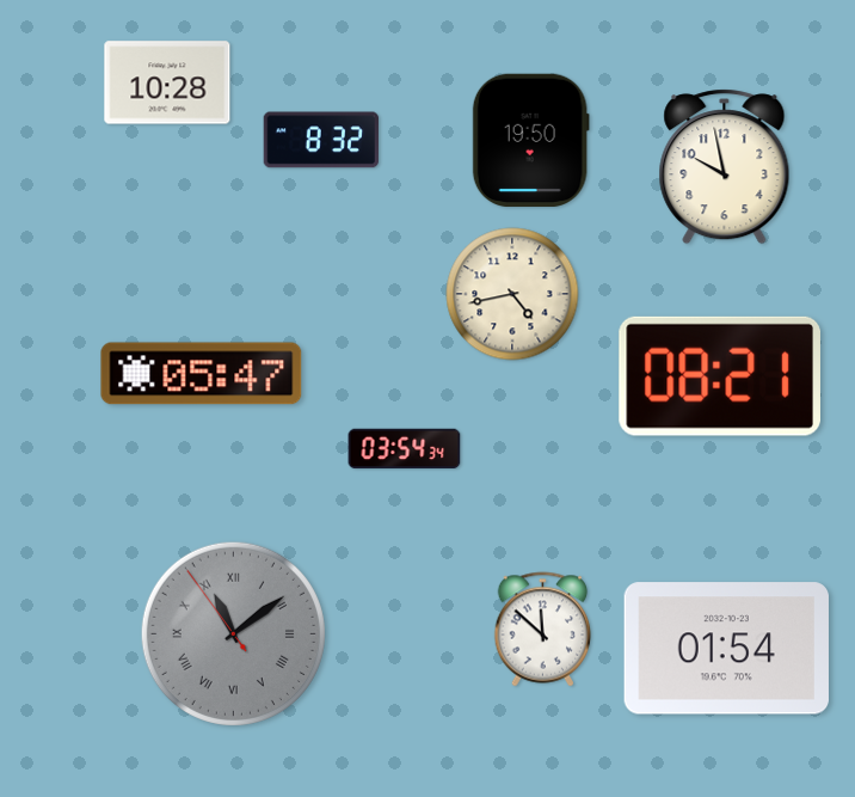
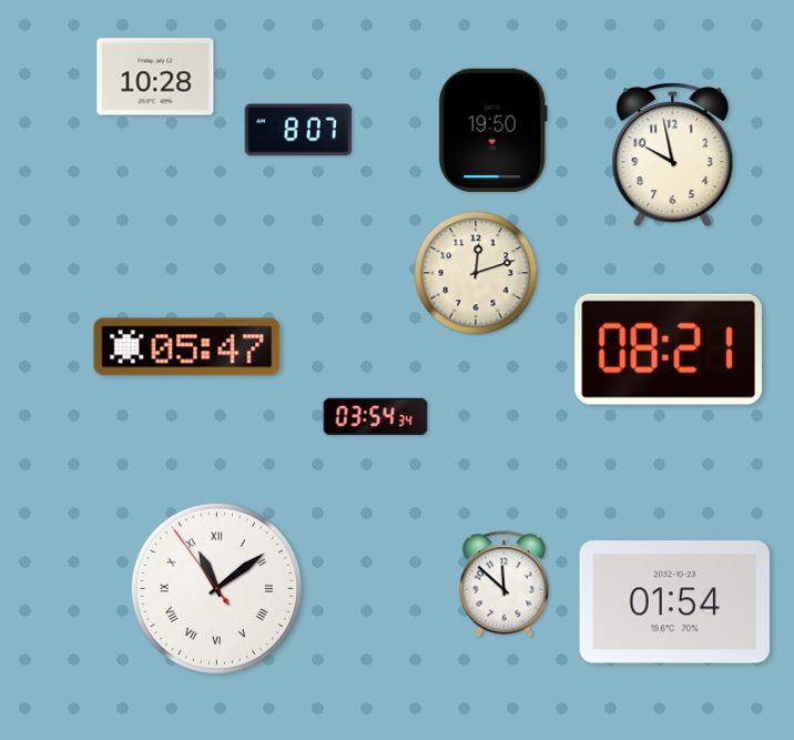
clock at (320, 140): 8:32 -> 8:07
clock at (512, 294): 4:43 -> 12:12
clock at (233, 633) dial: grey -> white
